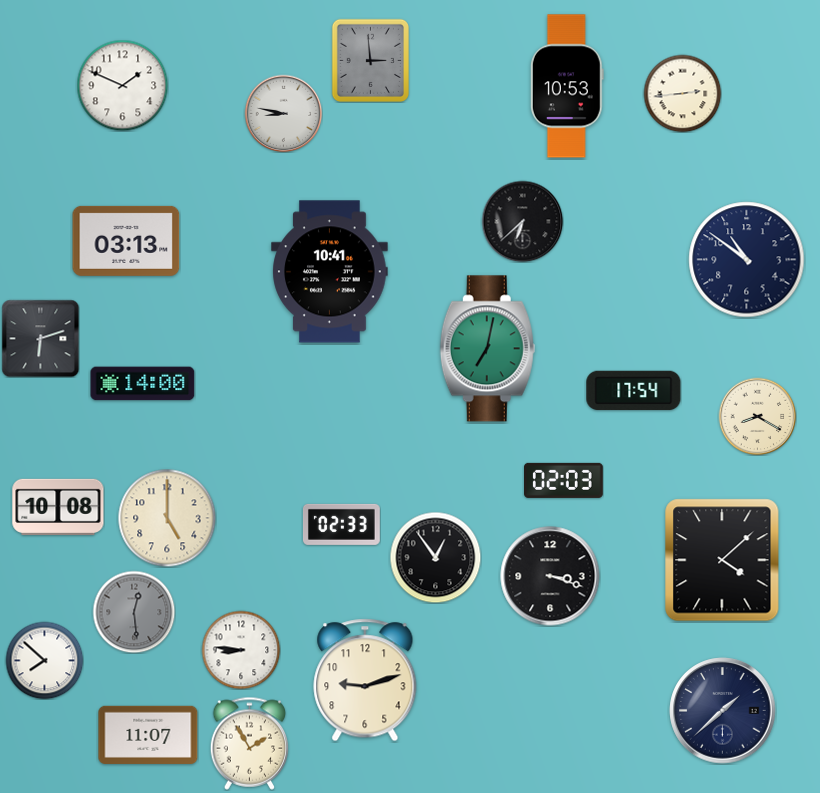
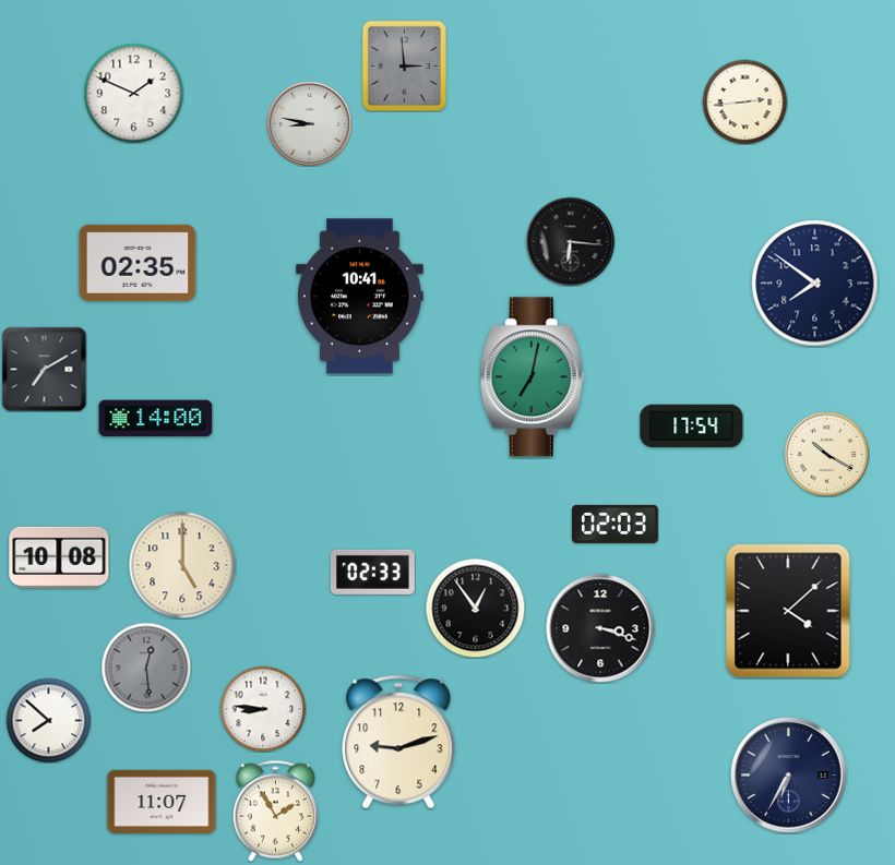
clock at (567, 86): 10:53 -> none
clock at (522, 221): 6:38 -> 6:16
clock at (126, 241): 03:13 -> 02:35
clock at (747, 260): 10:51 -> 7:51
clock at (40, 338): 6:12 -> 7:10
clock at (487, 349) position: (487, 349) -> (532, 377)
clock at (757, 416): 8:20 -> 10:20
clock at (58, 507) position: (58, 507) -> (59, 557)
clock at (723, 711): 1:38 -> 6:35
clock at (250, 743) position: (250, 743) -> (276, 810)
